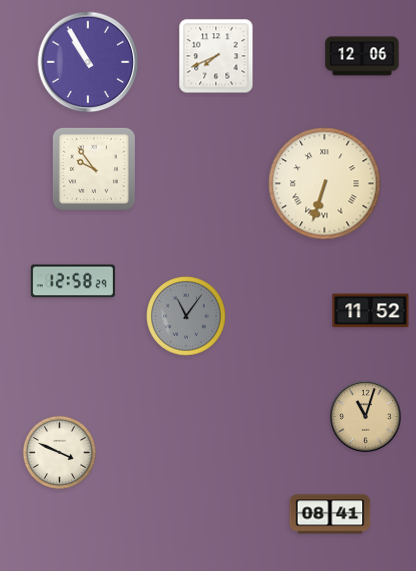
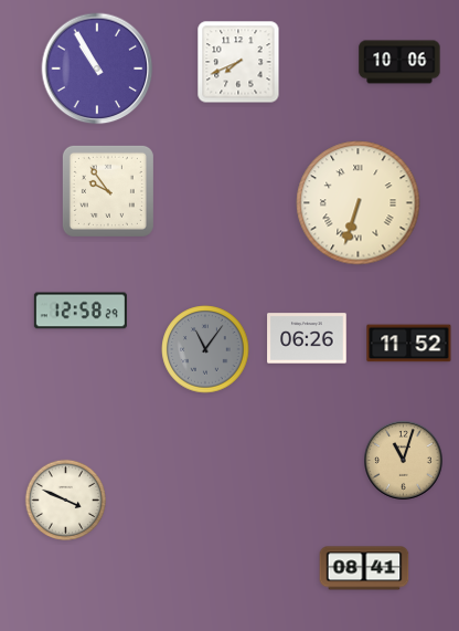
clock at (362, 56): 12:06 -> 10:06
clock at (94, 169) position: (94, 169) -> (108, 191)
clock at (307, 338): none -> 06:26
